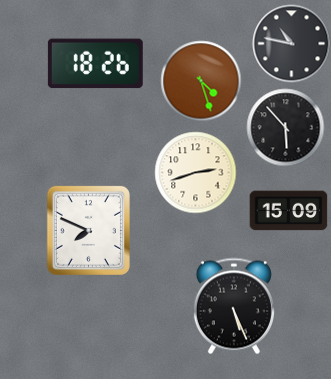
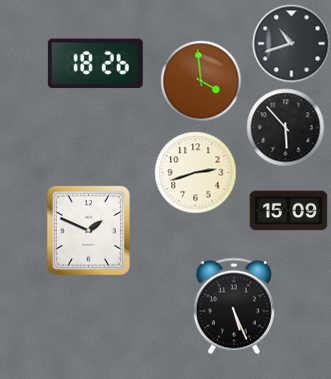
clock at (291, 43): 10:47 -> 10:42
clock at (201, 81): 4:27 -> 3:59
clock at (88, 230): 7:49 -> 1:49
